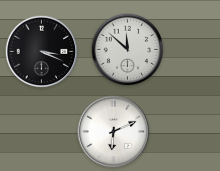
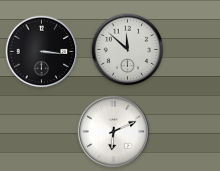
clock at (42, 52): 3:19 -> 3:16
